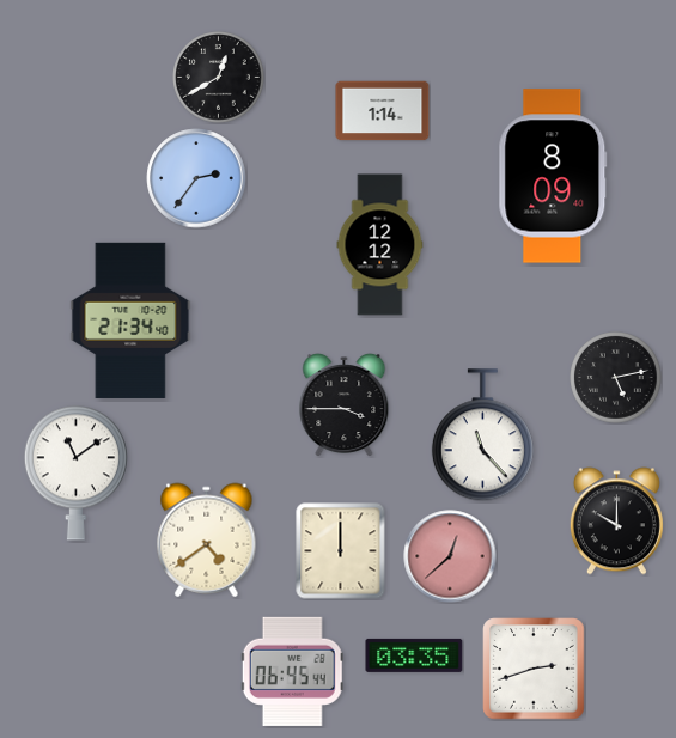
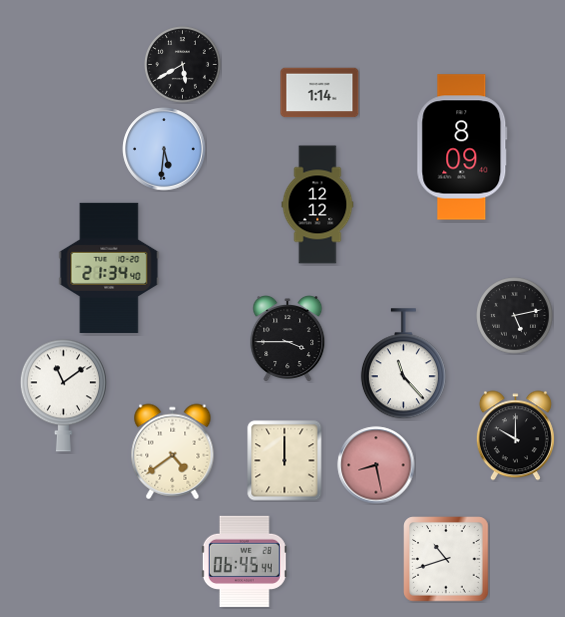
clock at (219, 78): 12:40 -> 5:40
clock at (196, 178): 2:36 -> 5:31
clock at (450, 556): 12:38 -> 8:28
clock at (414, 655): 03:35 -> none
clock at (534, 669): 2:42 -> 10:42
